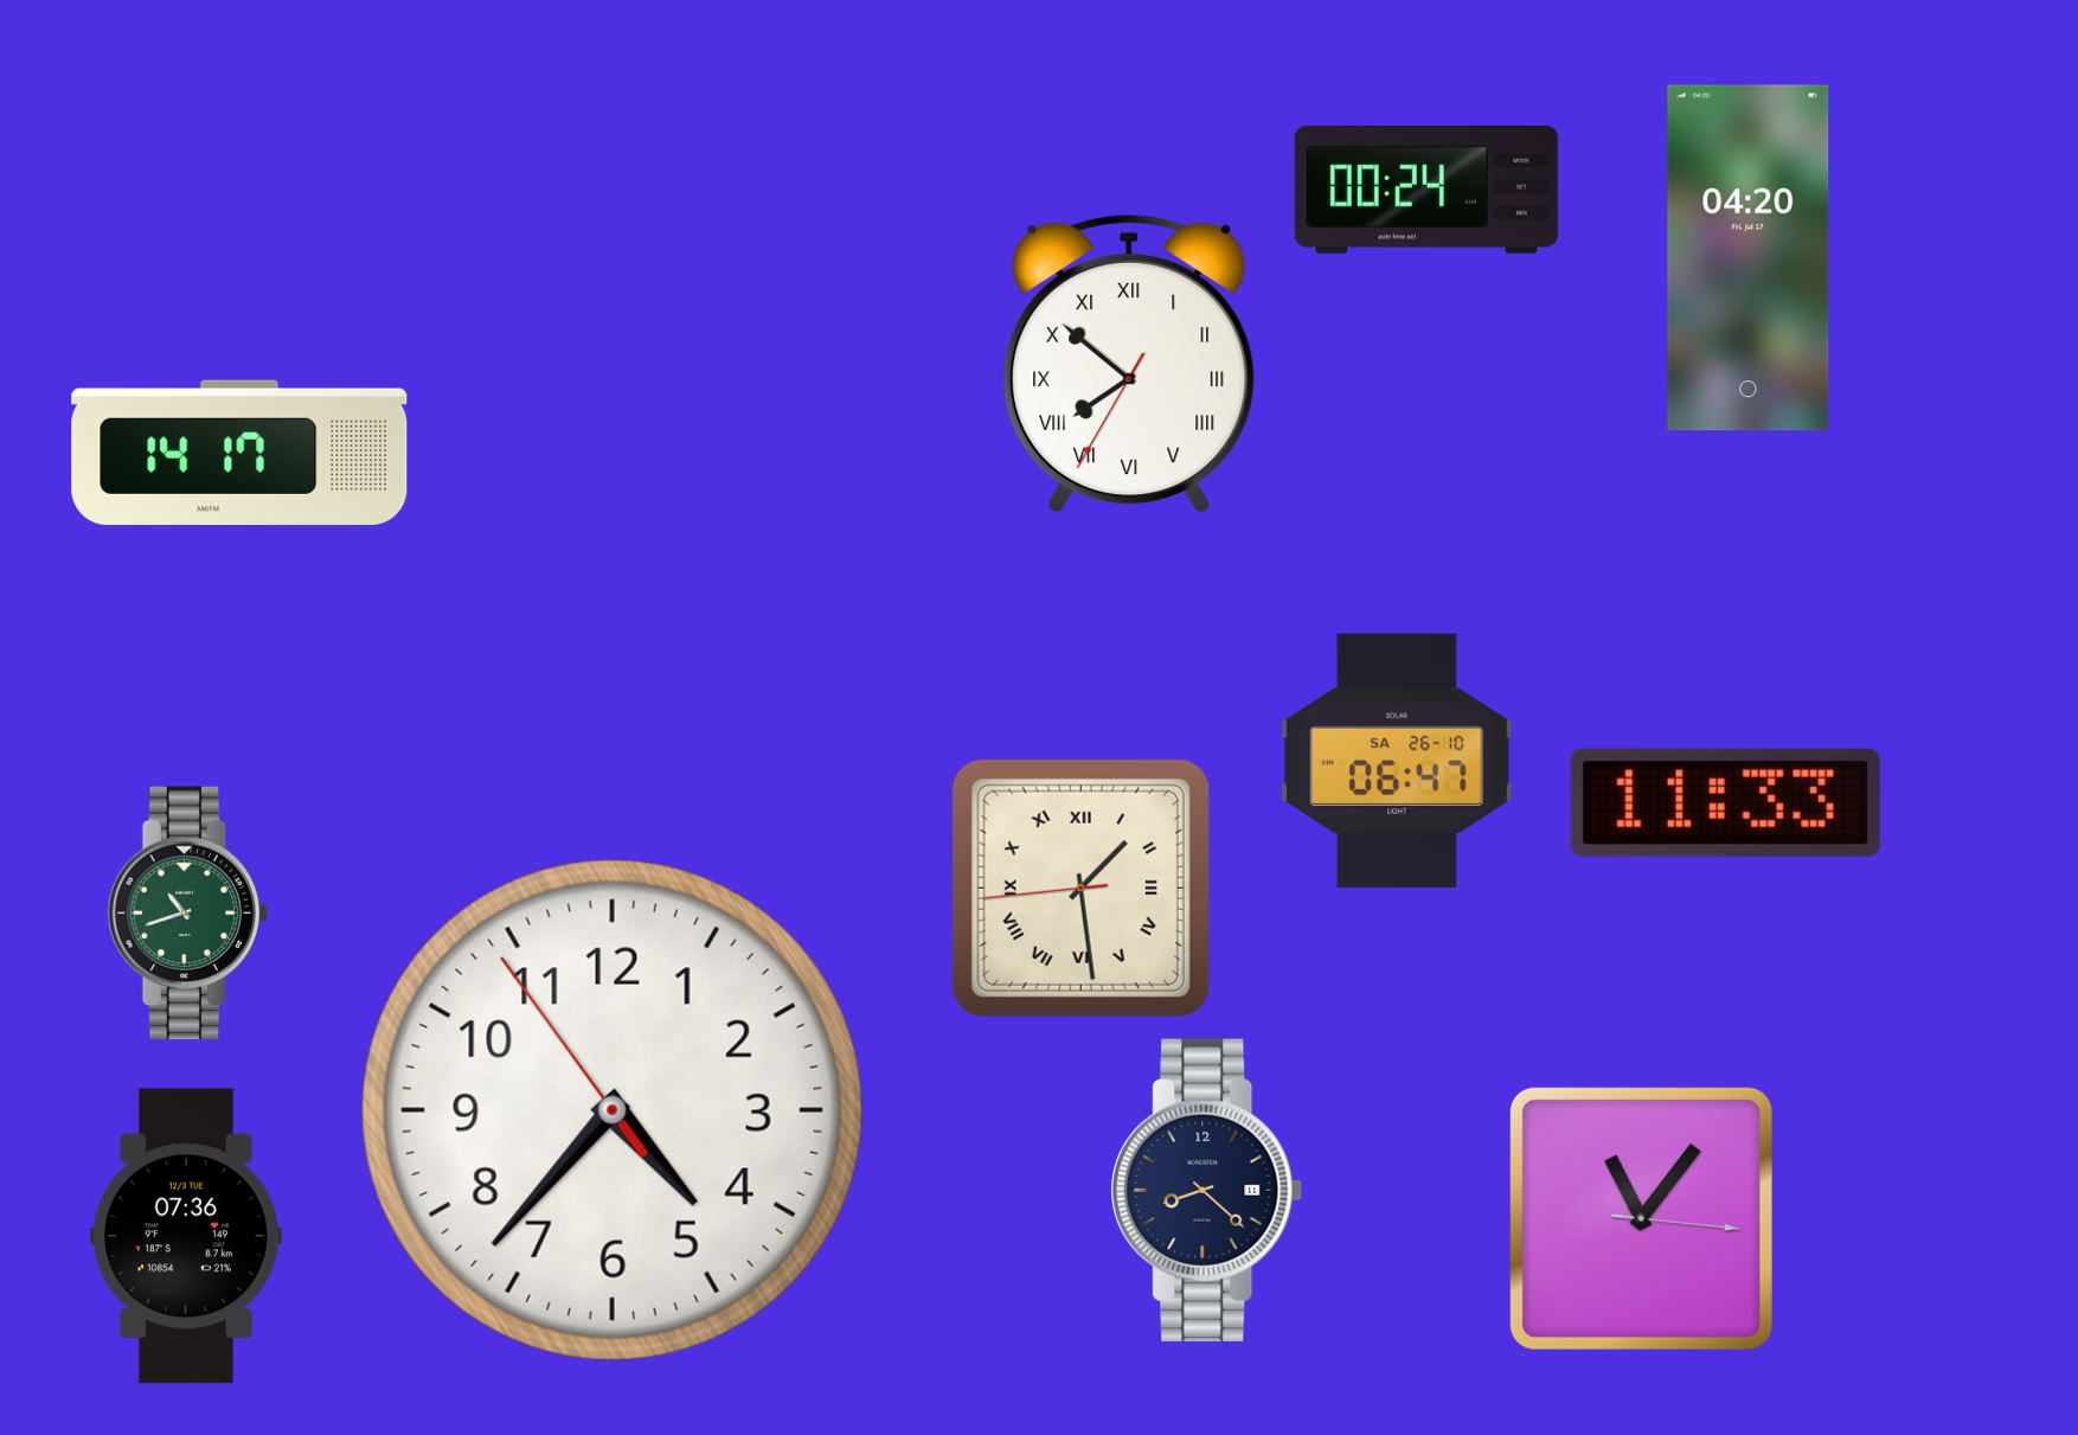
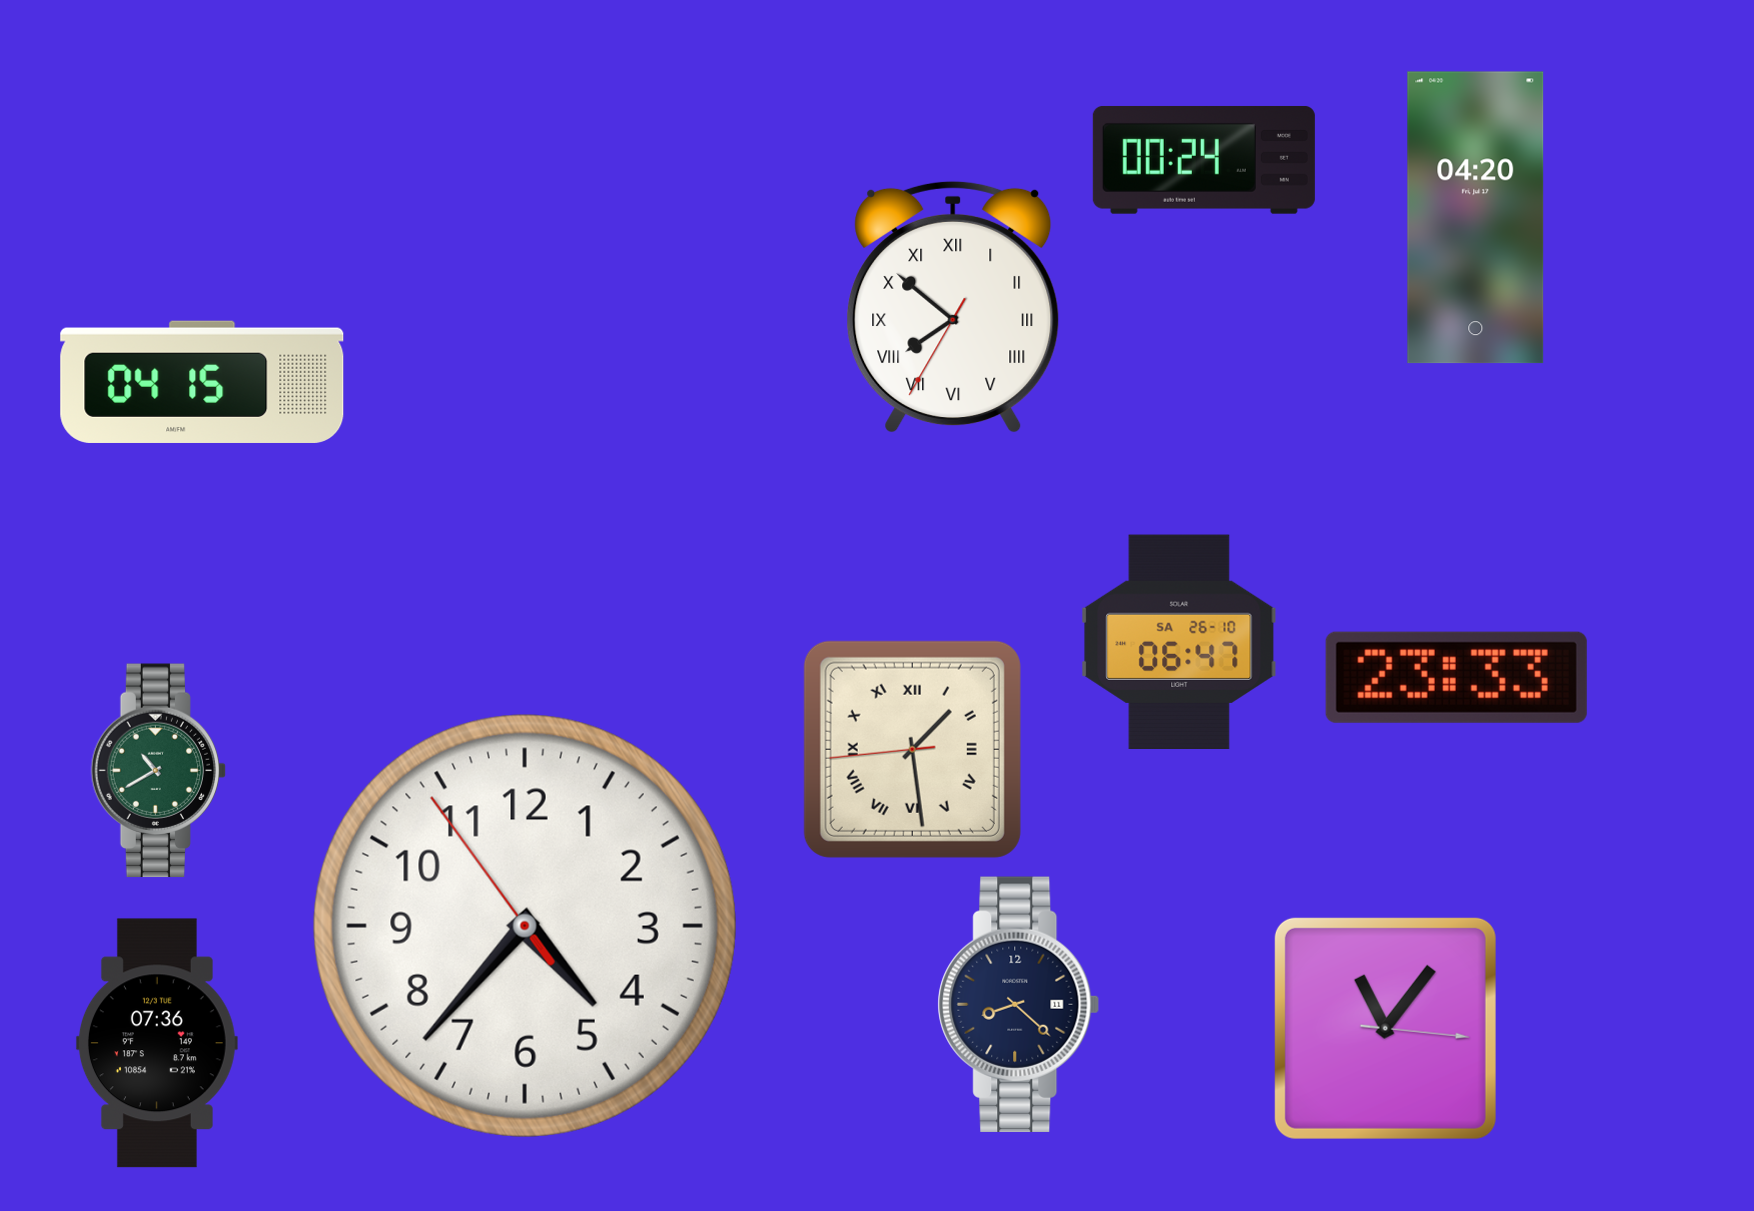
clock at (239, 453): 14:17 -> 04:15
clock at (1725, 802): 11:33 -> 23:33
clock at (188, 914): 10:42 -> 10:40
clock at (613, 1110) position: (613, 1110) -> (525, 926)
